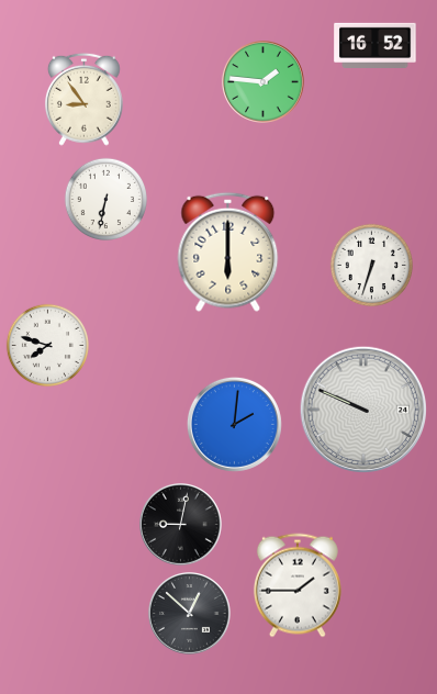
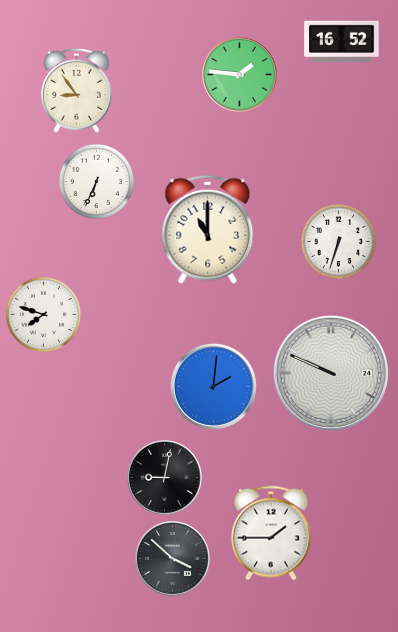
clock at (105, 199): 6:32 -> 6:34
clock at (228, 251): 6:00 -> 11:00
clock at (190, 614): 12:52 -> 3:52
